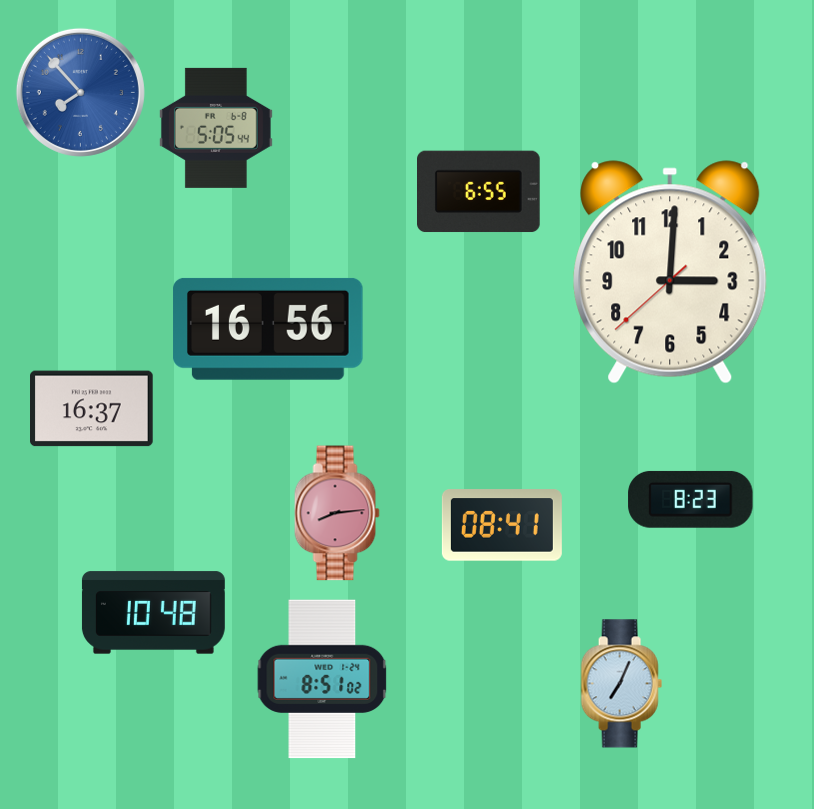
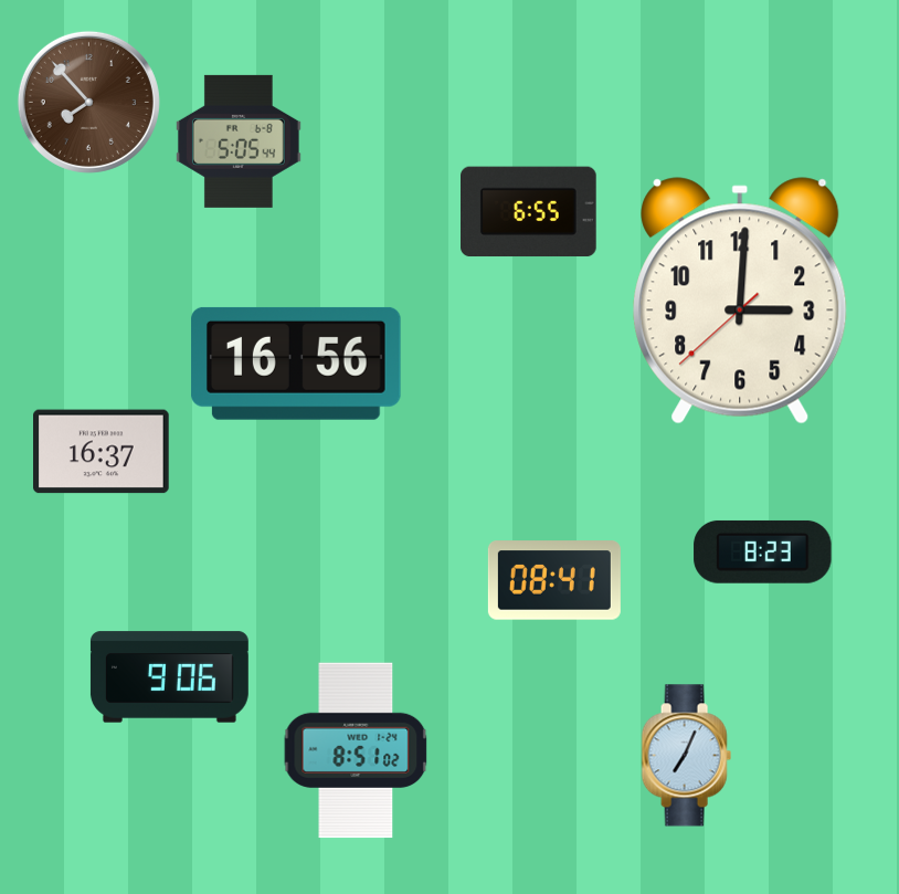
clock at (80, 92) dial: blue -> brown
clock at (337, 513): 8:14 -> none
clock at (153, 613): 10:48 -> 9:06
